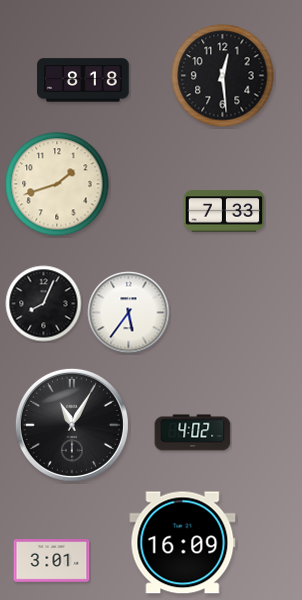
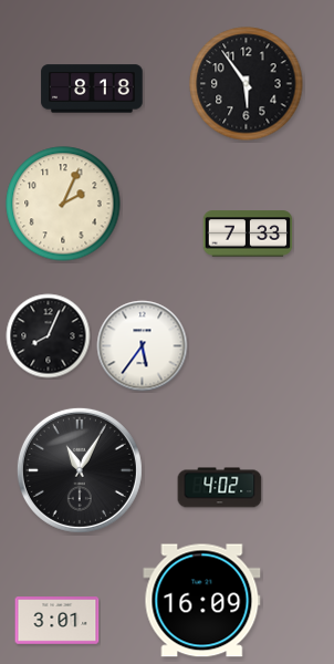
clock at (223, 76): 12:29 -> 5:54
clock at (57, 184): 1:42 -> 2:04
clock at (193, 433) position: (193, 433) -> (220, 488)
